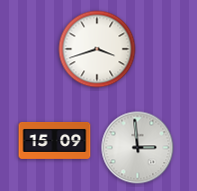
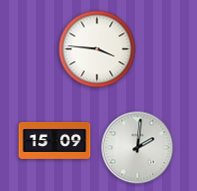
clock at (97, 49): 3:42 -> 3:46
clock at (138, 148): 2:59 -> 2:01
